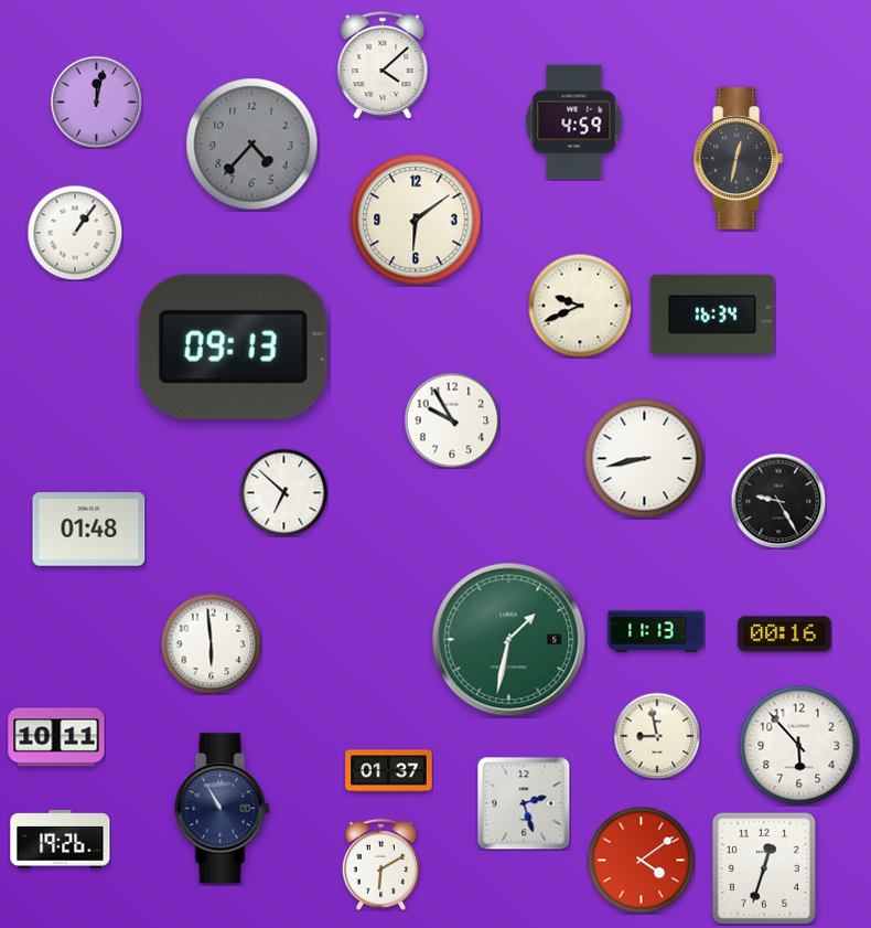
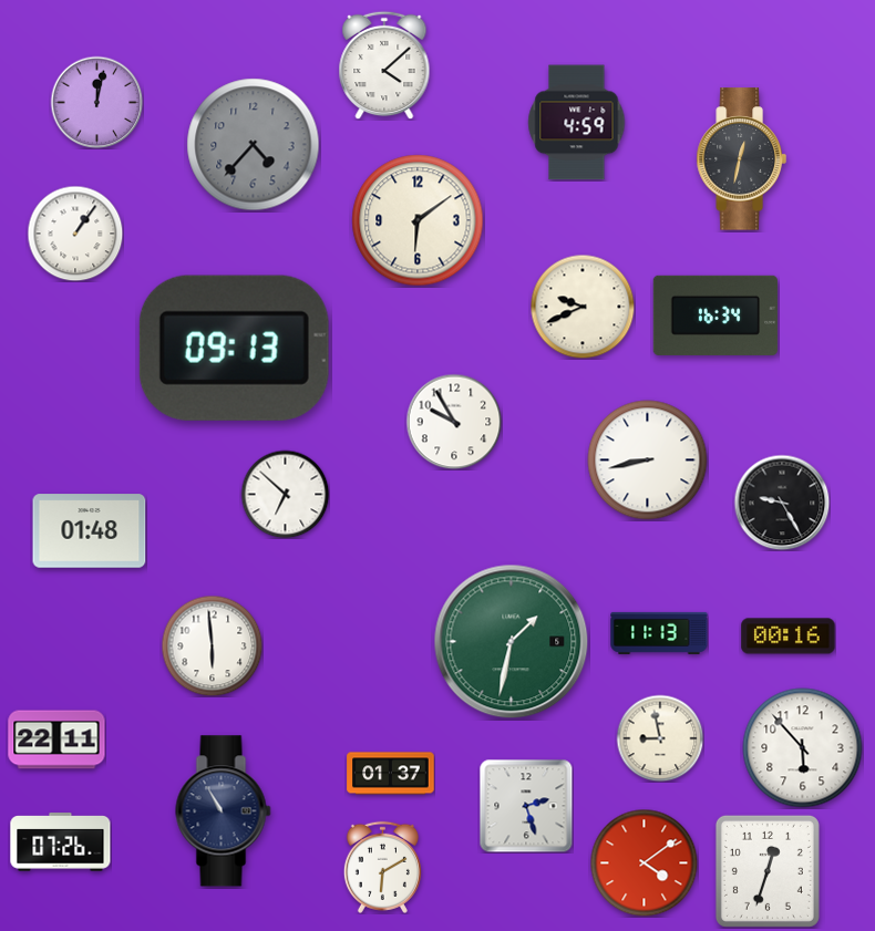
clock at (56, 737): 10:11 -> 22:11
clock at (61, 840): 19:26 -> 07:26
